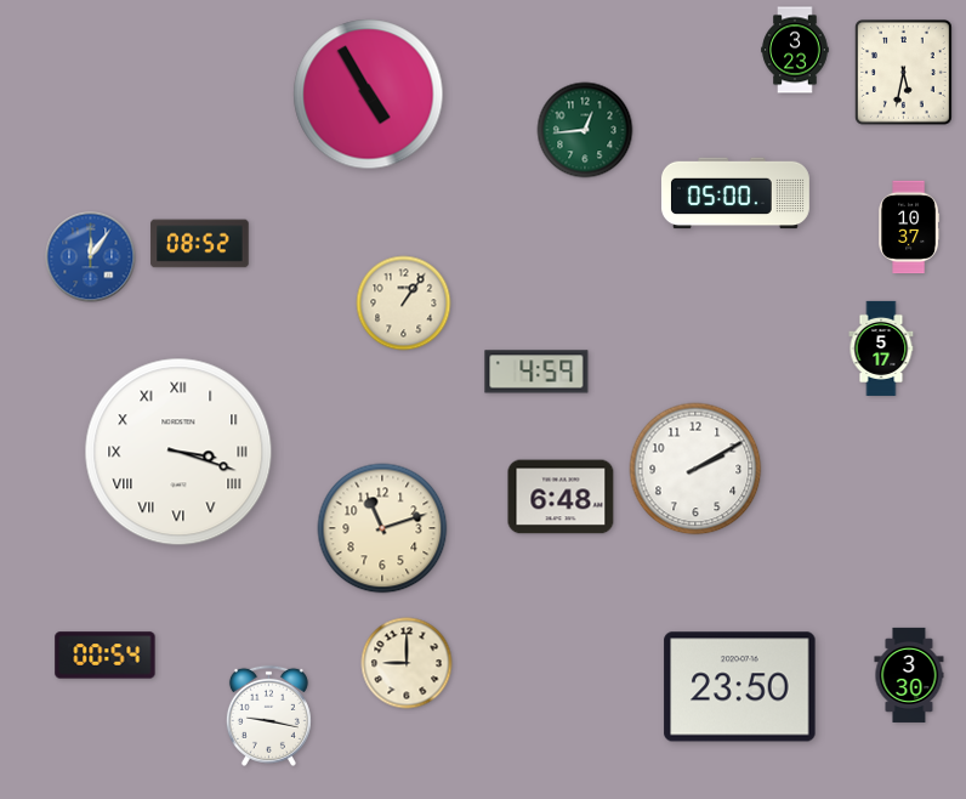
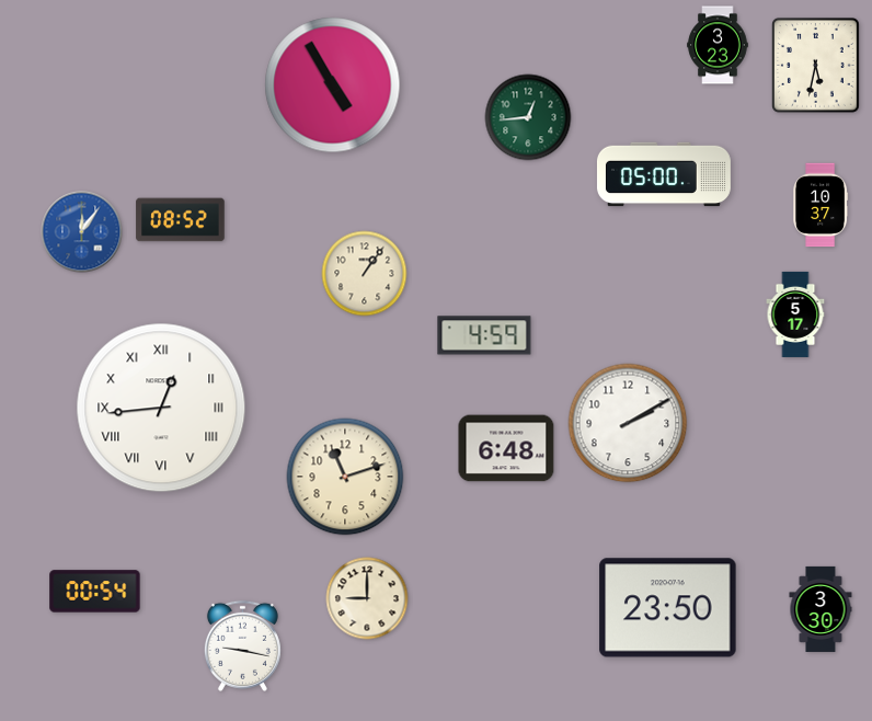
clock at (178, 452): 3:18 -> 12:44
clock at (740, 687) position: (740, 687) -> (668, 608)
